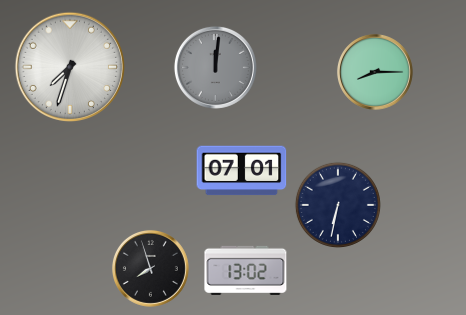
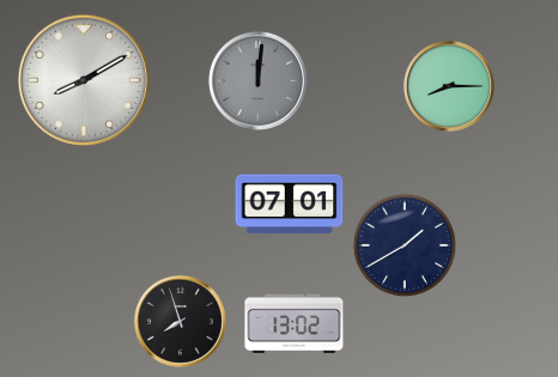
clock at (70, 67): 7:33 -> 8:10
clock at (338, 205): 6:32 -> 1:40
